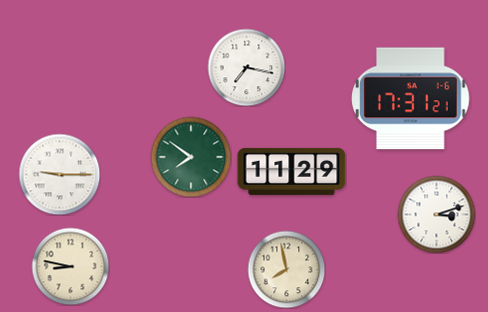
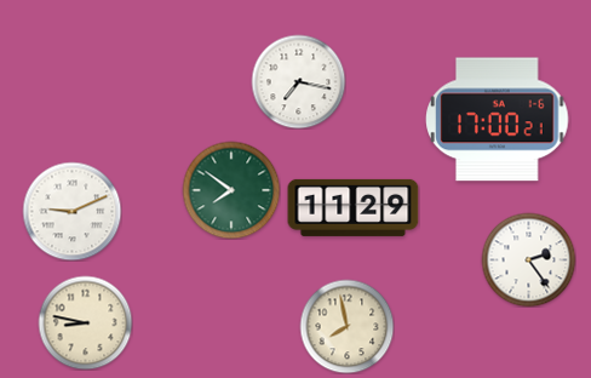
clock at (411, 99): 17:31 -> 17:00
clock at (59, 174): 9:15 -> 9:11
clock at (436, 214): 3:12 -> 2:24
